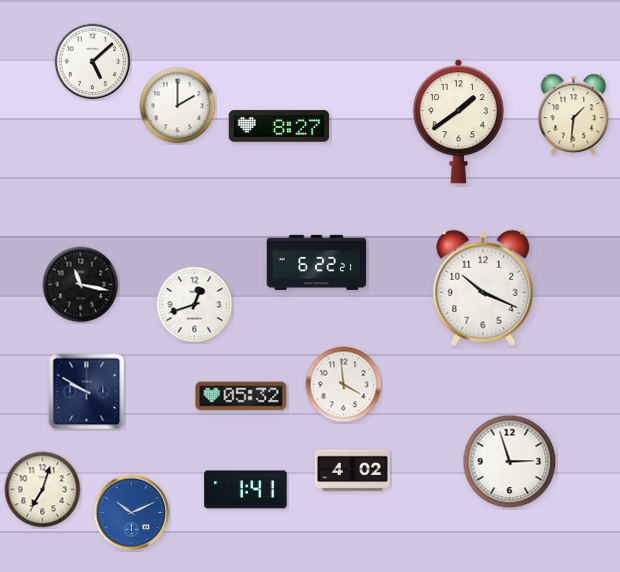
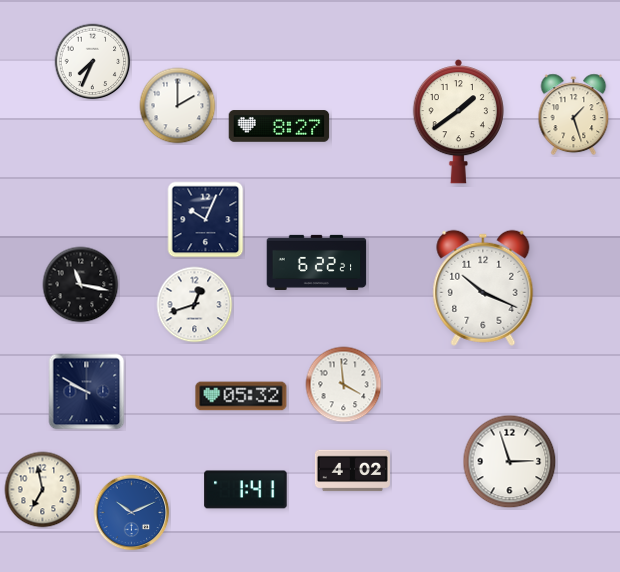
clock at (93, 62): 5:08 -> 7:34
clock at (574, 115): 1:31 -> 1:27
clock at (206, 220): none -> 10:04
clock at (43, 490): 7:03 -> 6:58
